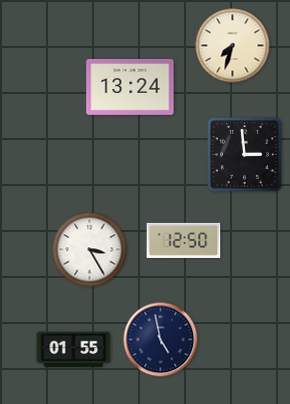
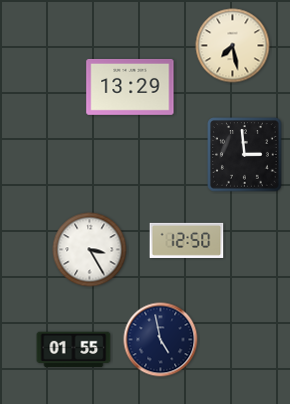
clock at (233, 46): 7:33 -> 7:28
clock at (130, 87): 13:24 -> 13:29
clock at (184, 240) position: (184, 240) -> (187, 240)
